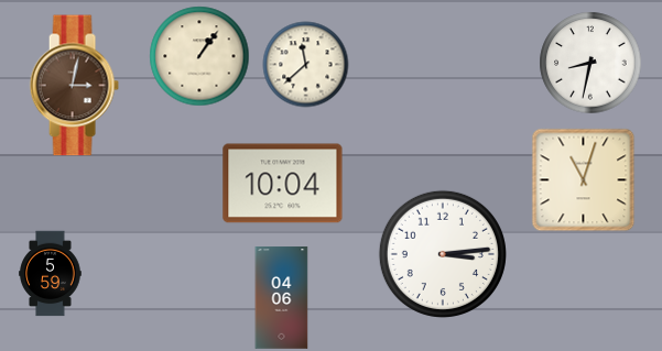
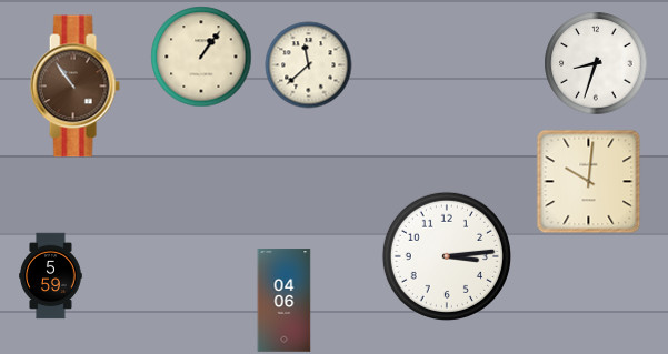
clock at (590, 63): 8:32 -> 8:33
clock at (74, 86): 3:02 -> 10:54
clock at (583, 179): 11:03 -> 10:01
clock at (283, 184): 10:04 -> none
